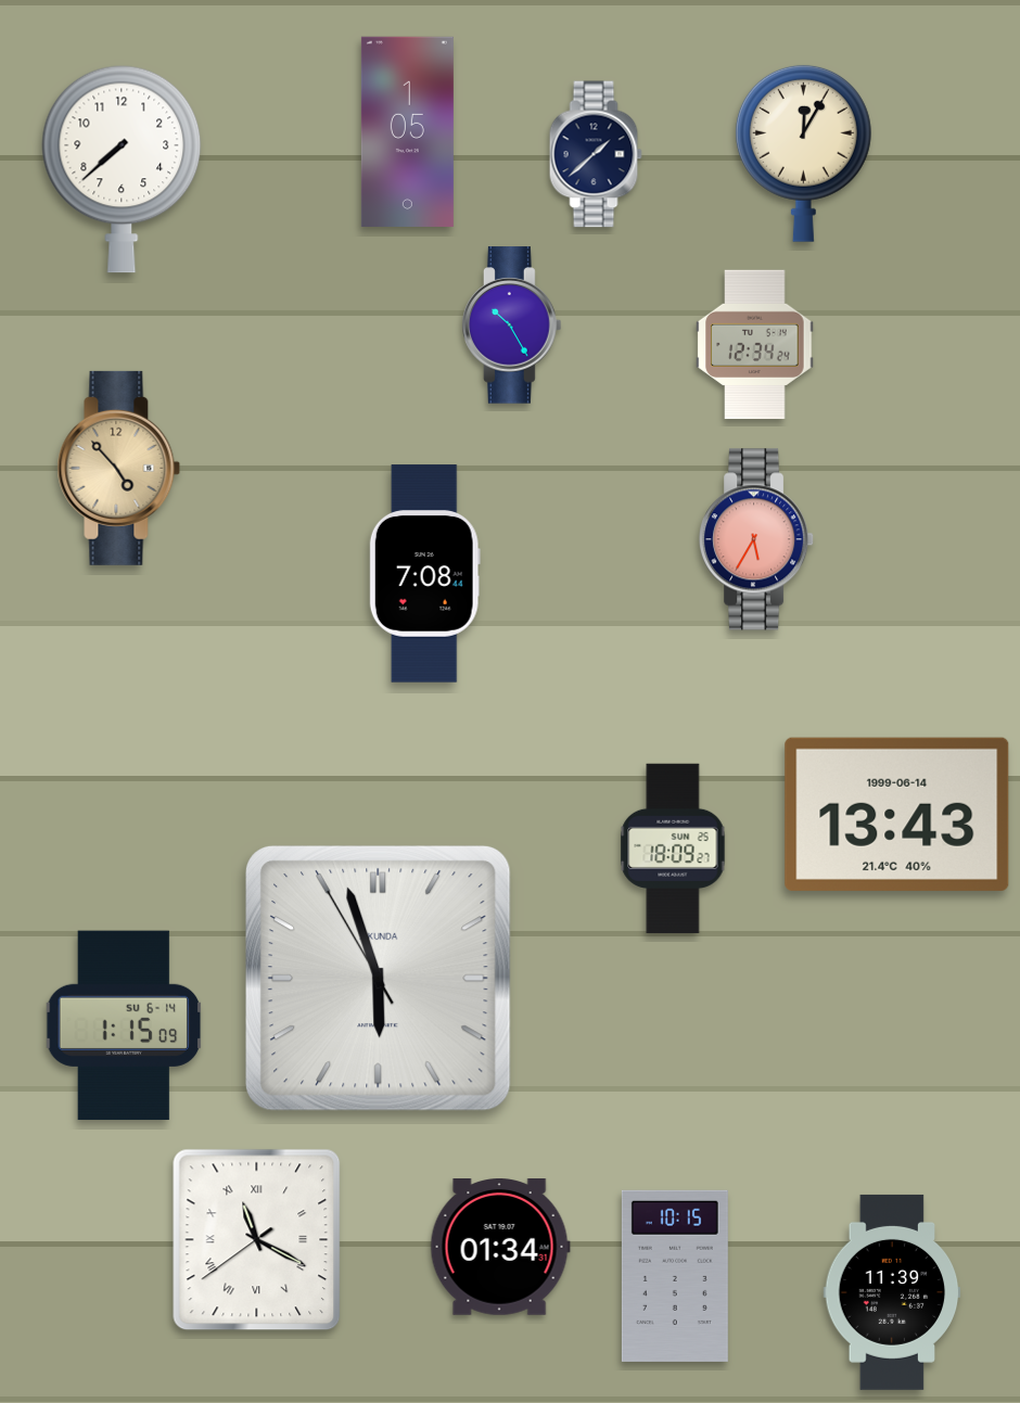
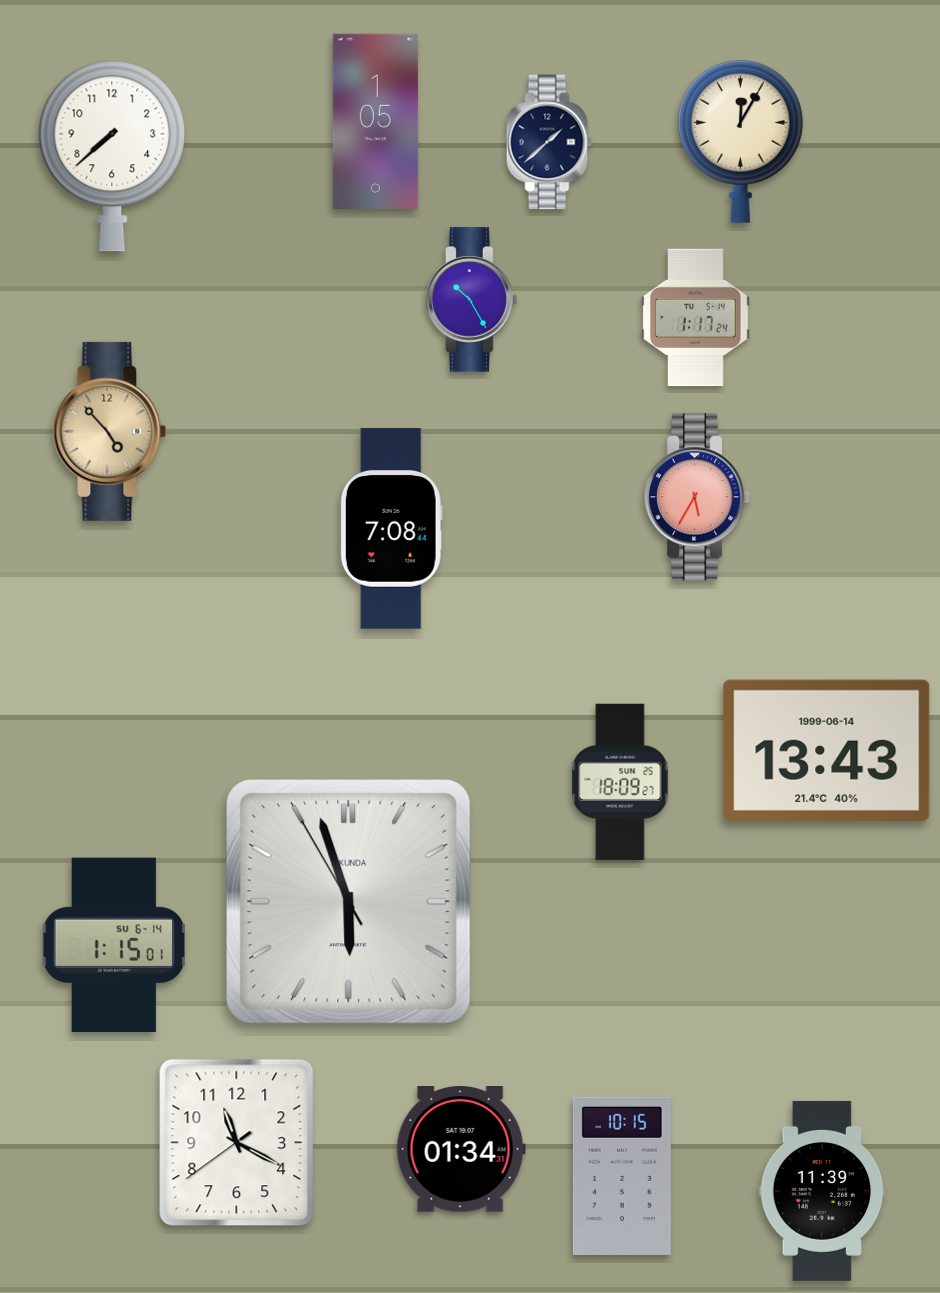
clock at (755, 345): 12:34 -> 1:17
clock at (124, 1025): 1:15:09 -> 1:15:01
clock at (257, 1240) numerals: Roman -> Arabic
